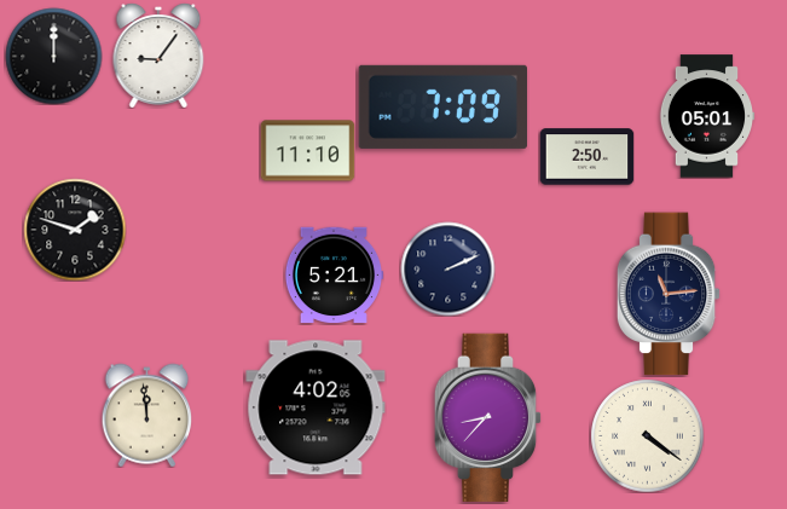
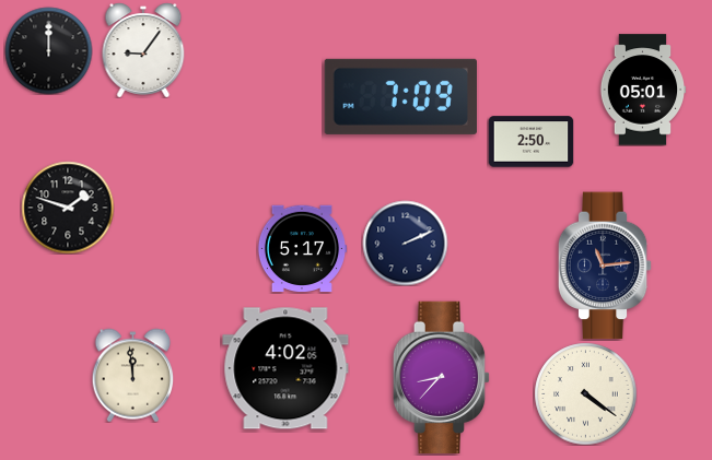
clock at (707, 116) position: (707, 116) -> (643, 90)
clock at (307, 151): 11:10 -> none
clock at (334, 276): 5:21 -> 5:17
